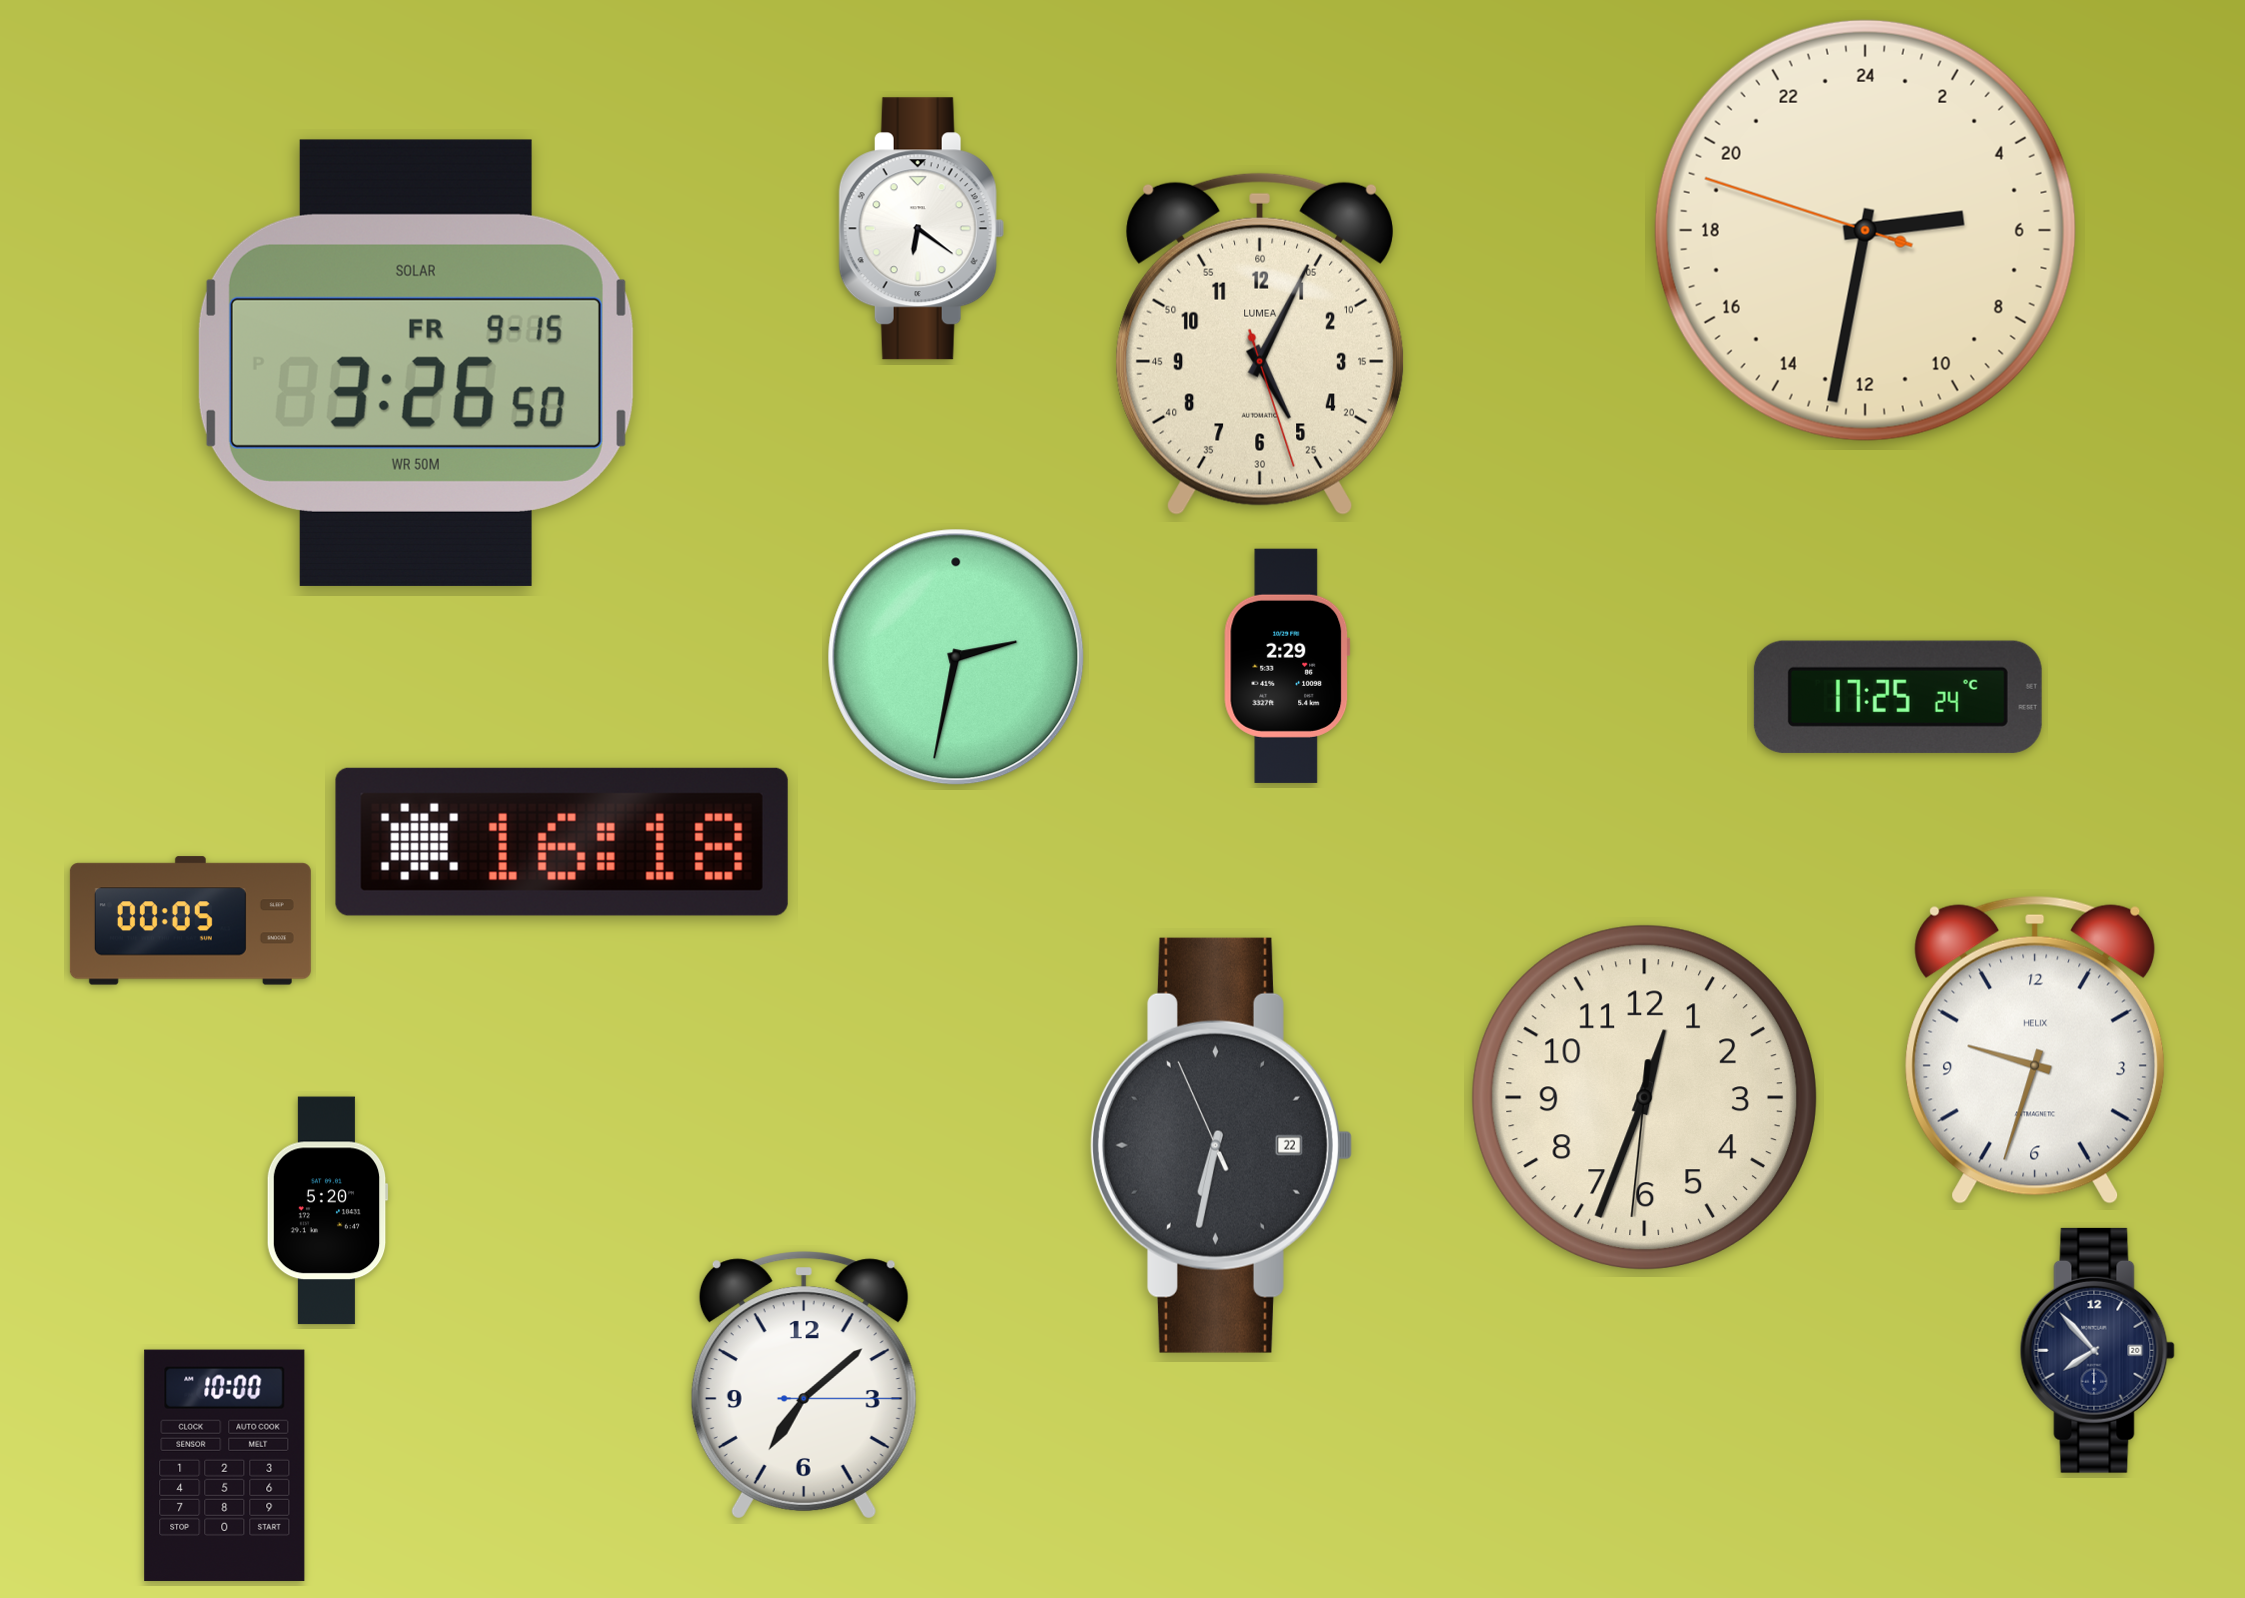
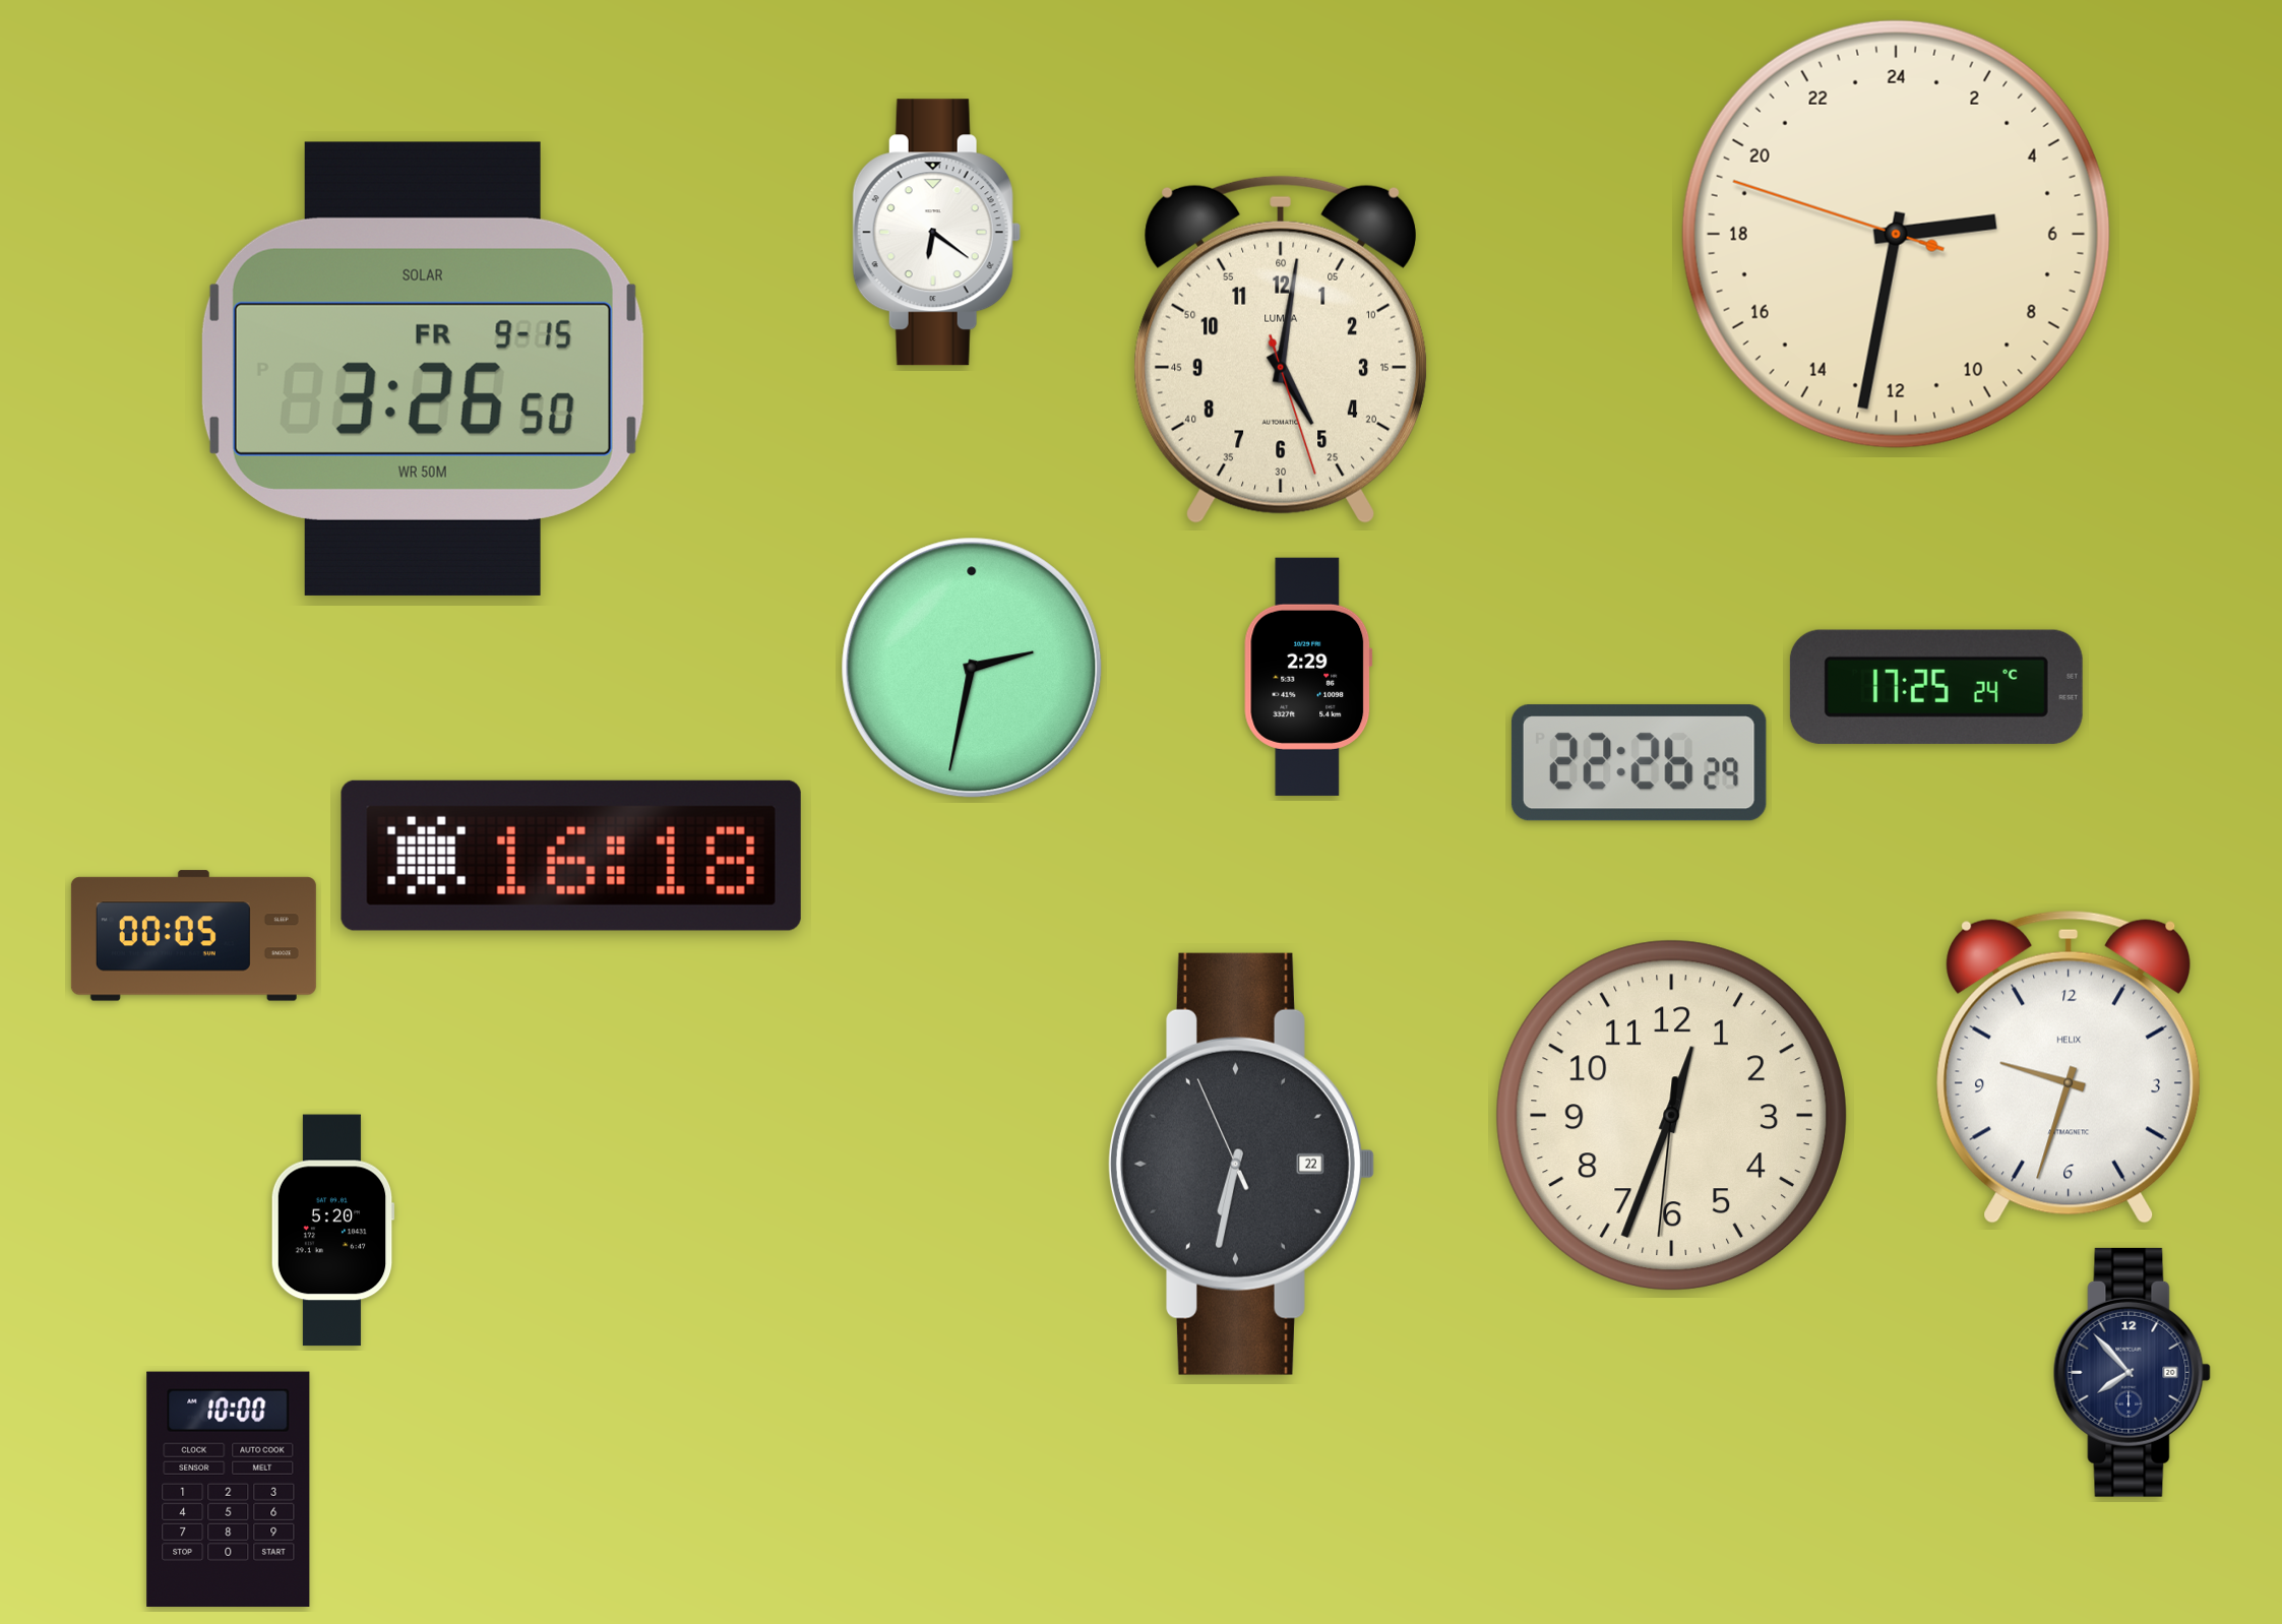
clock at (1260, 344): 5:04 -> 5:01
clock at (1898, 697) position: (1898, 697) -> (1936, 687)
clock at (1639, 763): none -> 22:26
clock at (804, 1385): 7:08 -> none
